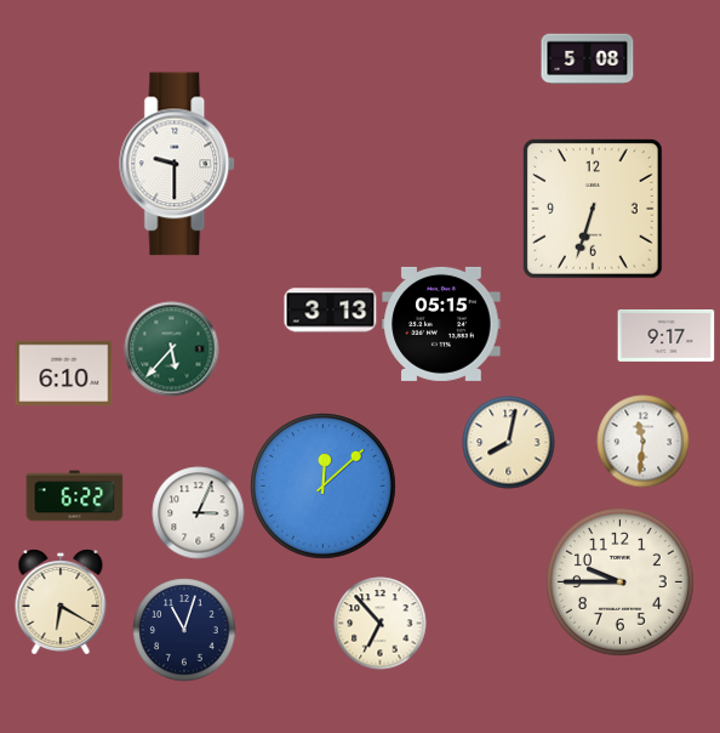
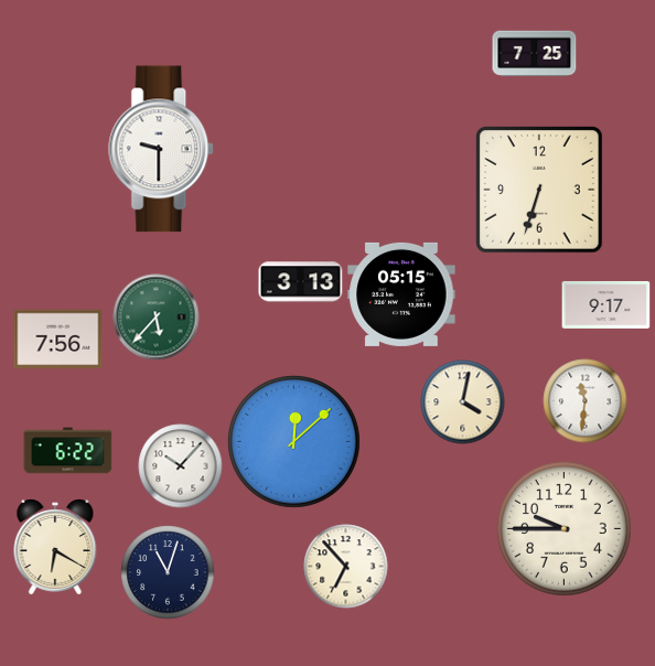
clock at (588, 59): 5:08 -> 7:25
clock at (64, 374): 6:10 -> 7:56
clock at (509, 443): 8:02 -> 4:02
clock at (199, 513): 3:04 -> 10:07
